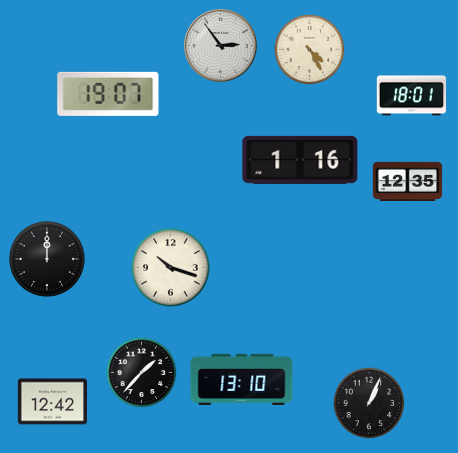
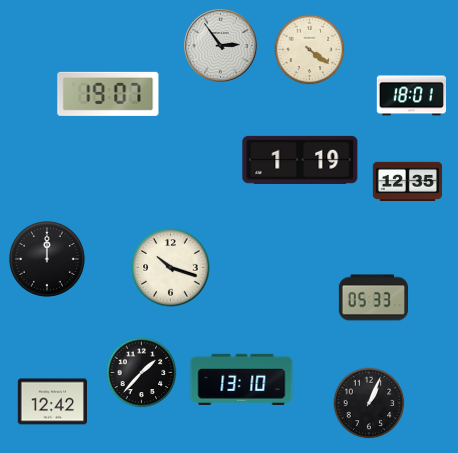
clock at (310, 50): 4:25 -> 4:21
clock at (300, 160): 1:16 -> 1:19
clock at (374, 298): none -> 05:33
